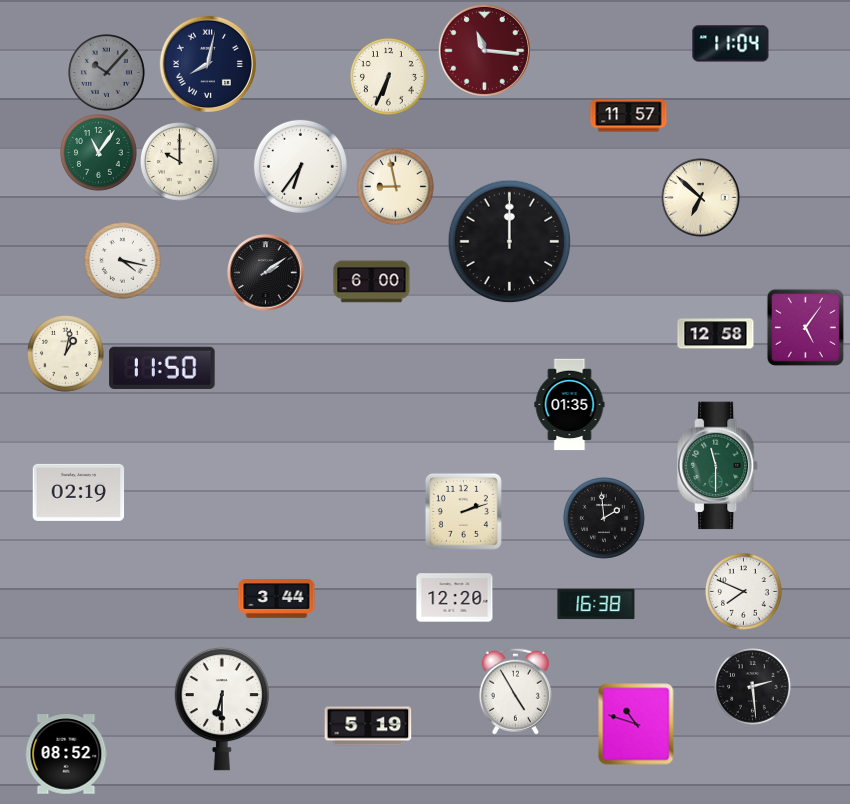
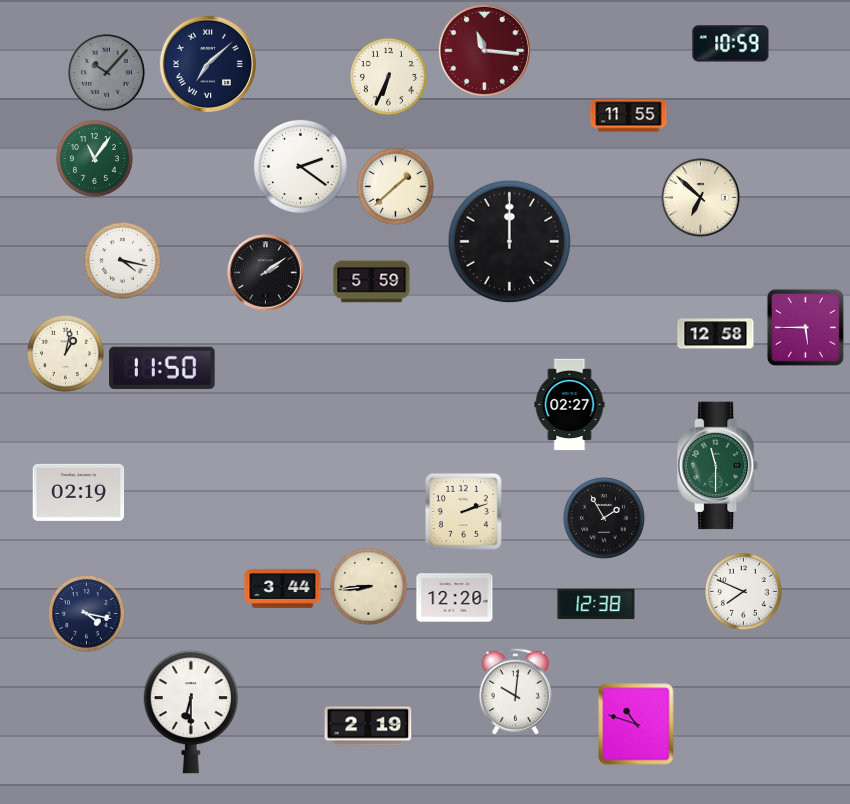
clock at (731, 44): 11:04 -> 10:59
clock at (207, 63): 8:02 -> 7:08
clock at (629, 116): 11:57 -> 11:55
clock at (99, 153) position: (99, 153) -> (95, 159)
clock at (180, 162): 10:00 -> none
clock at (300, 166): 6:36 -> 2:21
clock at (396, 187): 8:58 -> 1:38
clock at (372, 282): 6:00 -> 5:59
clock at (805, 327): 5:06 -> 5:45
clock at (570, 405): 01:35 -> 02:27
clock at (604, 518): 1:59 -> 1:55
clock at (369, 587): none -> 8:44
clock at (277, 599) position: (277, 599) -> (283, 589)
clock at (596, 604): 16:38 -> 12:38
clock at (87, 614): none -> 4:17
clock at (753, 687): 2:29 -> none
clock at (515, 691): 4:55 -> 10:01
clock at (221, 709) position: (221, 709) -> (190, 712)
clock at (368, 726): 5:19 -> 2:19
clock at (66, 754): 08:52 -> none
